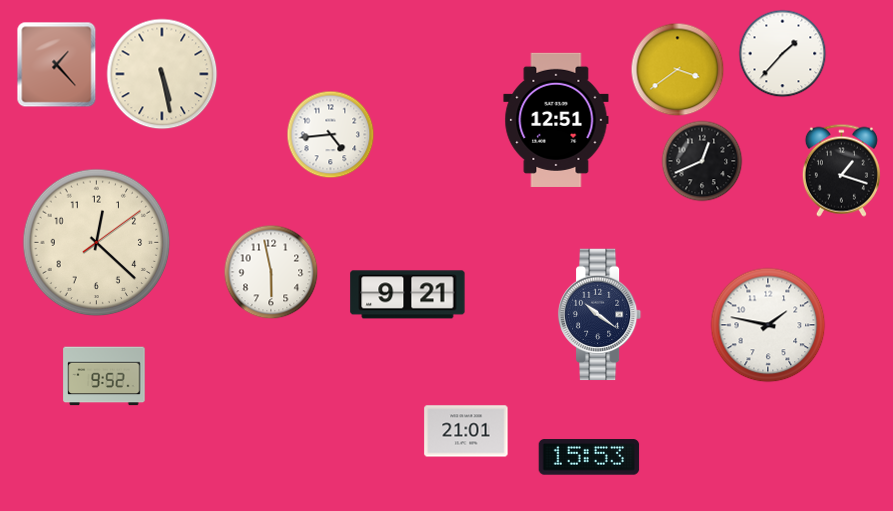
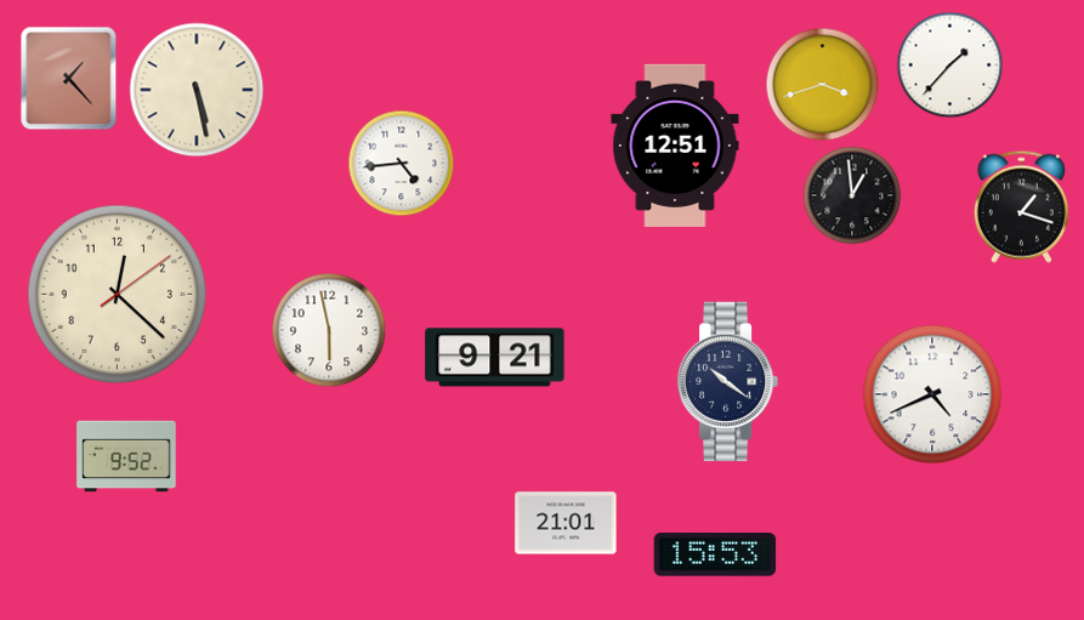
clock at (678, 70): 3:39 -> 3:42
clock at (702, 161): 12:41 -> 12:59
clock at (768, 325): 1:47 -> 4:41
